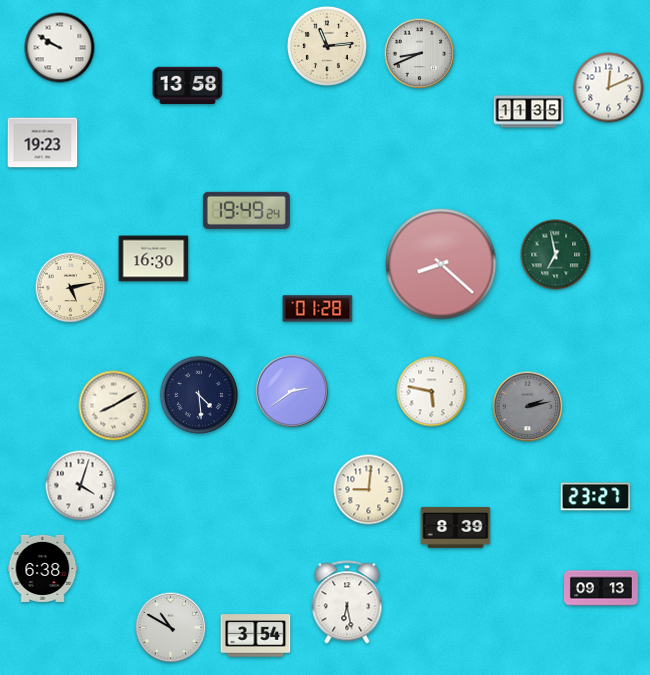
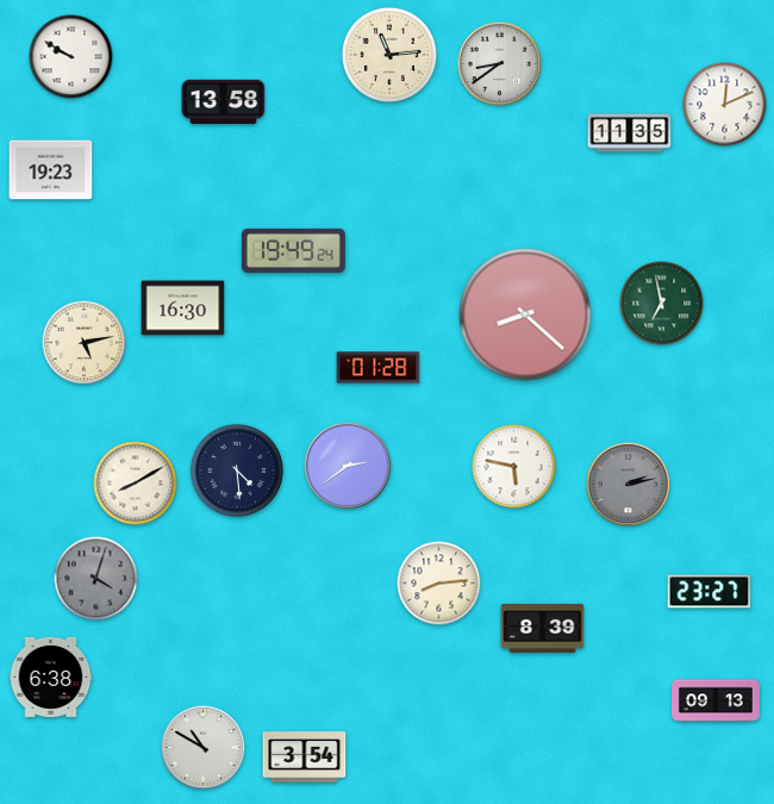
clock at (420, 54): 8:41 -> 8:39
clock at (81, 486) dial: white -> grey
clock at (369, 490): 9:01 -> 8:14
clock at (347, 602): 6:28 -> none
